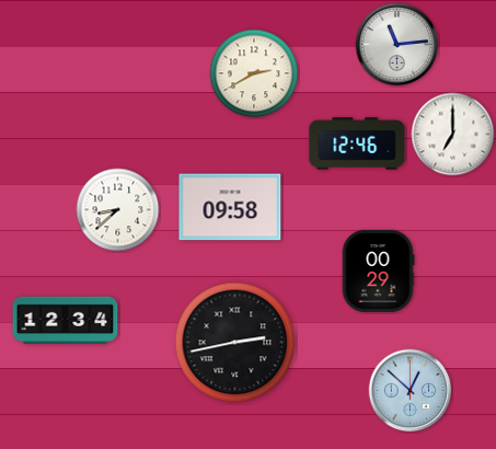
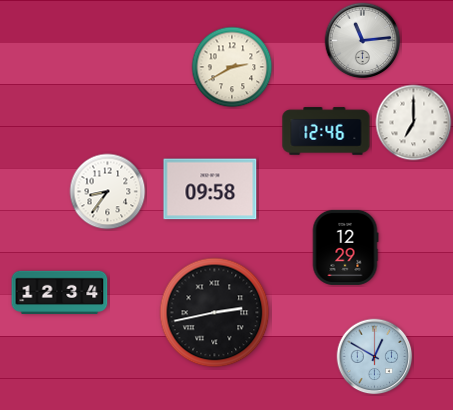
clock at (118, 210): 8:38 -> 8:36
clock at (378, 270): 00:29 -> 12:29
clock at (411, 391): 12:52 -> 12:50
